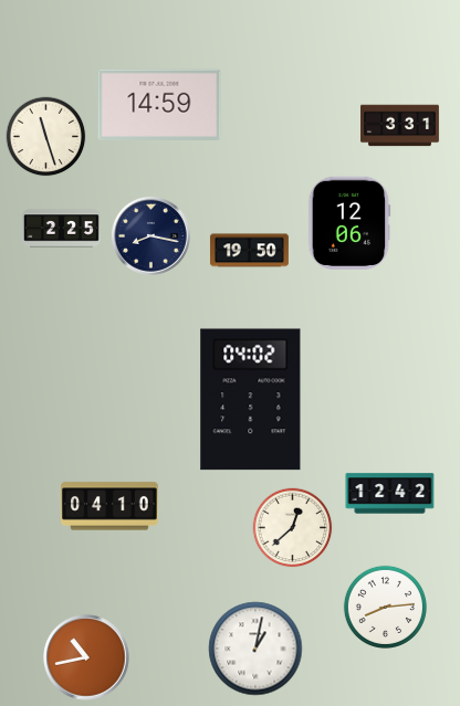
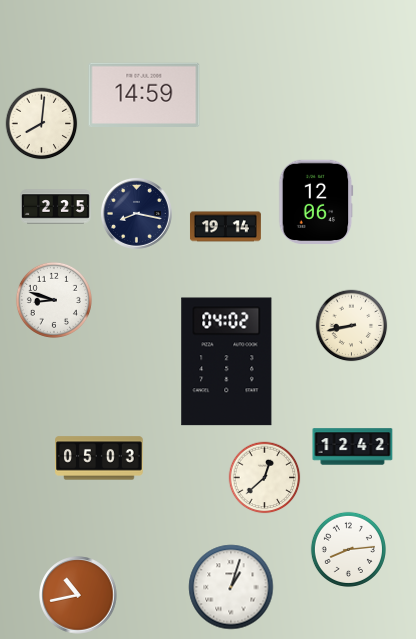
clock at (399, 126): 3:31 -> none
clock at (46, 137): 11:27 -> 8:01
clock at (249, 251): 19:50 -> 19:14
clock at (54, 300): none -> 8:48
clock at (352, 326): none -> 8:43
clock at (109, 506): 04:10 -> 05:03
clock at (255, 649): 1:02 -> 1:03
